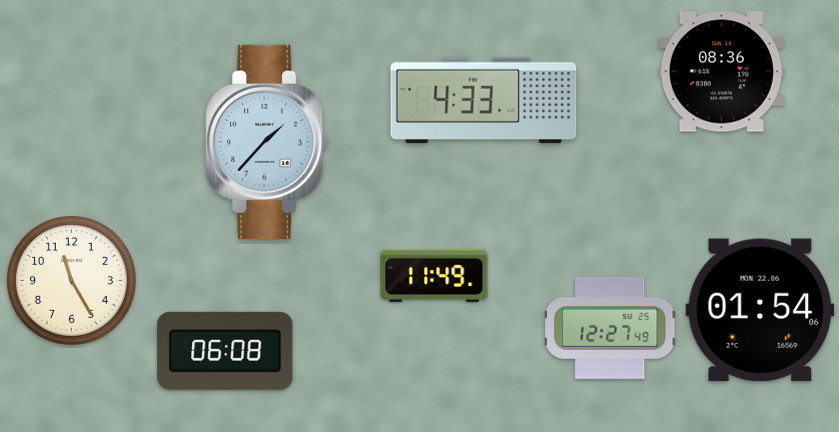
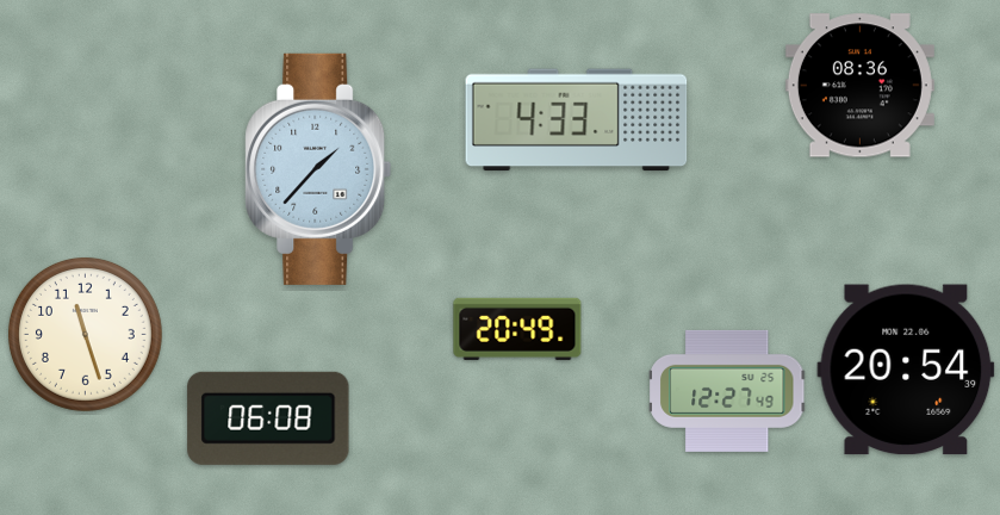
clock at (434, 276): 11:49 -> 20:49
clock at (71, 280): 11:25 -> 11:27
clock at (760, 310): 01:54 -> 20:54
